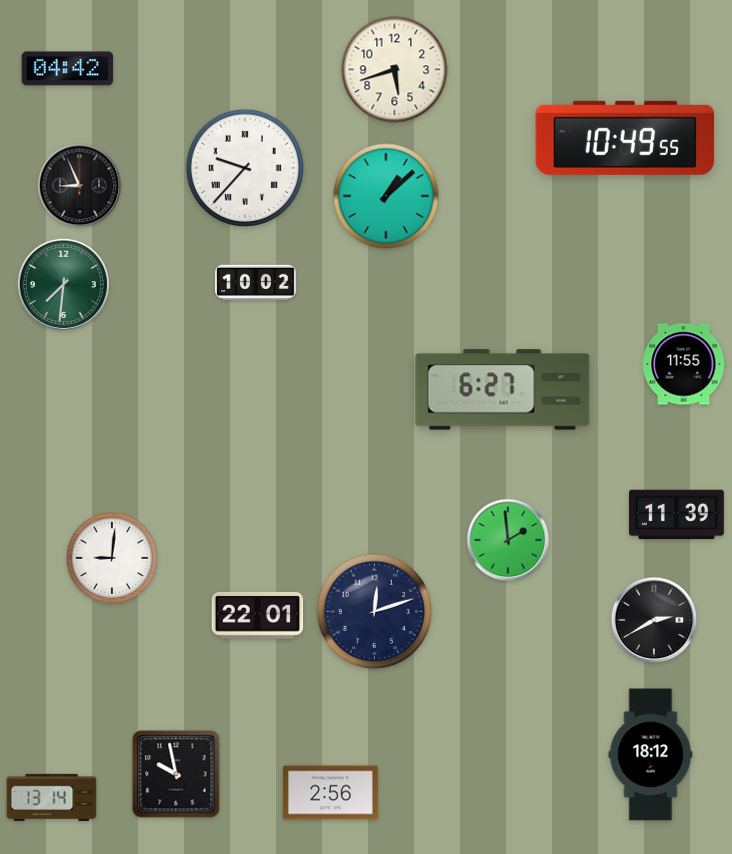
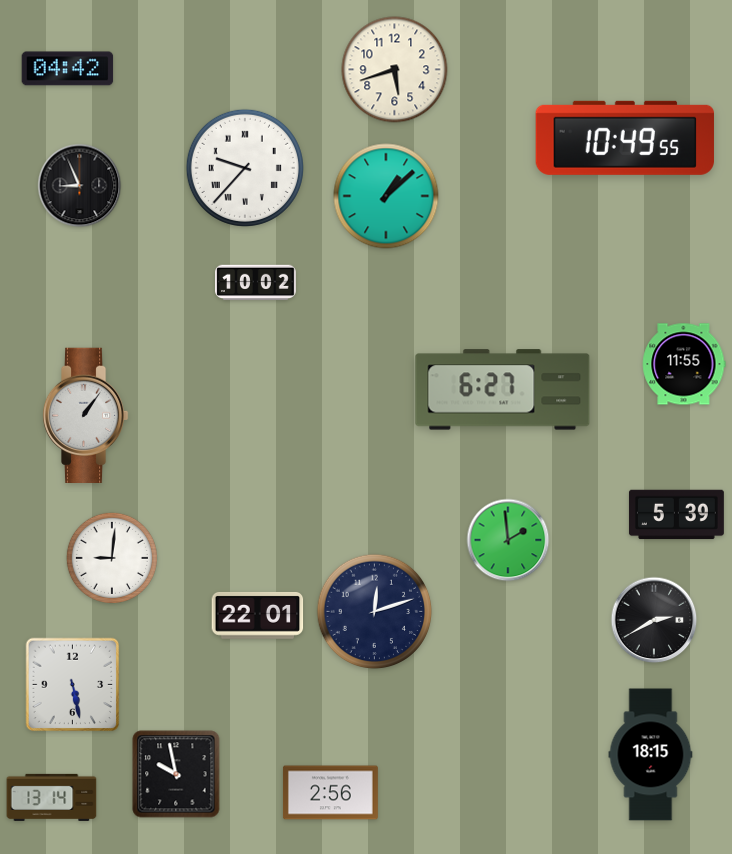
clock at (63, 284): 7:31 -> none
clock at (85, 415): none -> 1:06
clock at (676, 515): 11:39 -> 5:39
clock at (73, 685): none -> 5:28
clock at (651, 755): 18:12 -> 18:15
